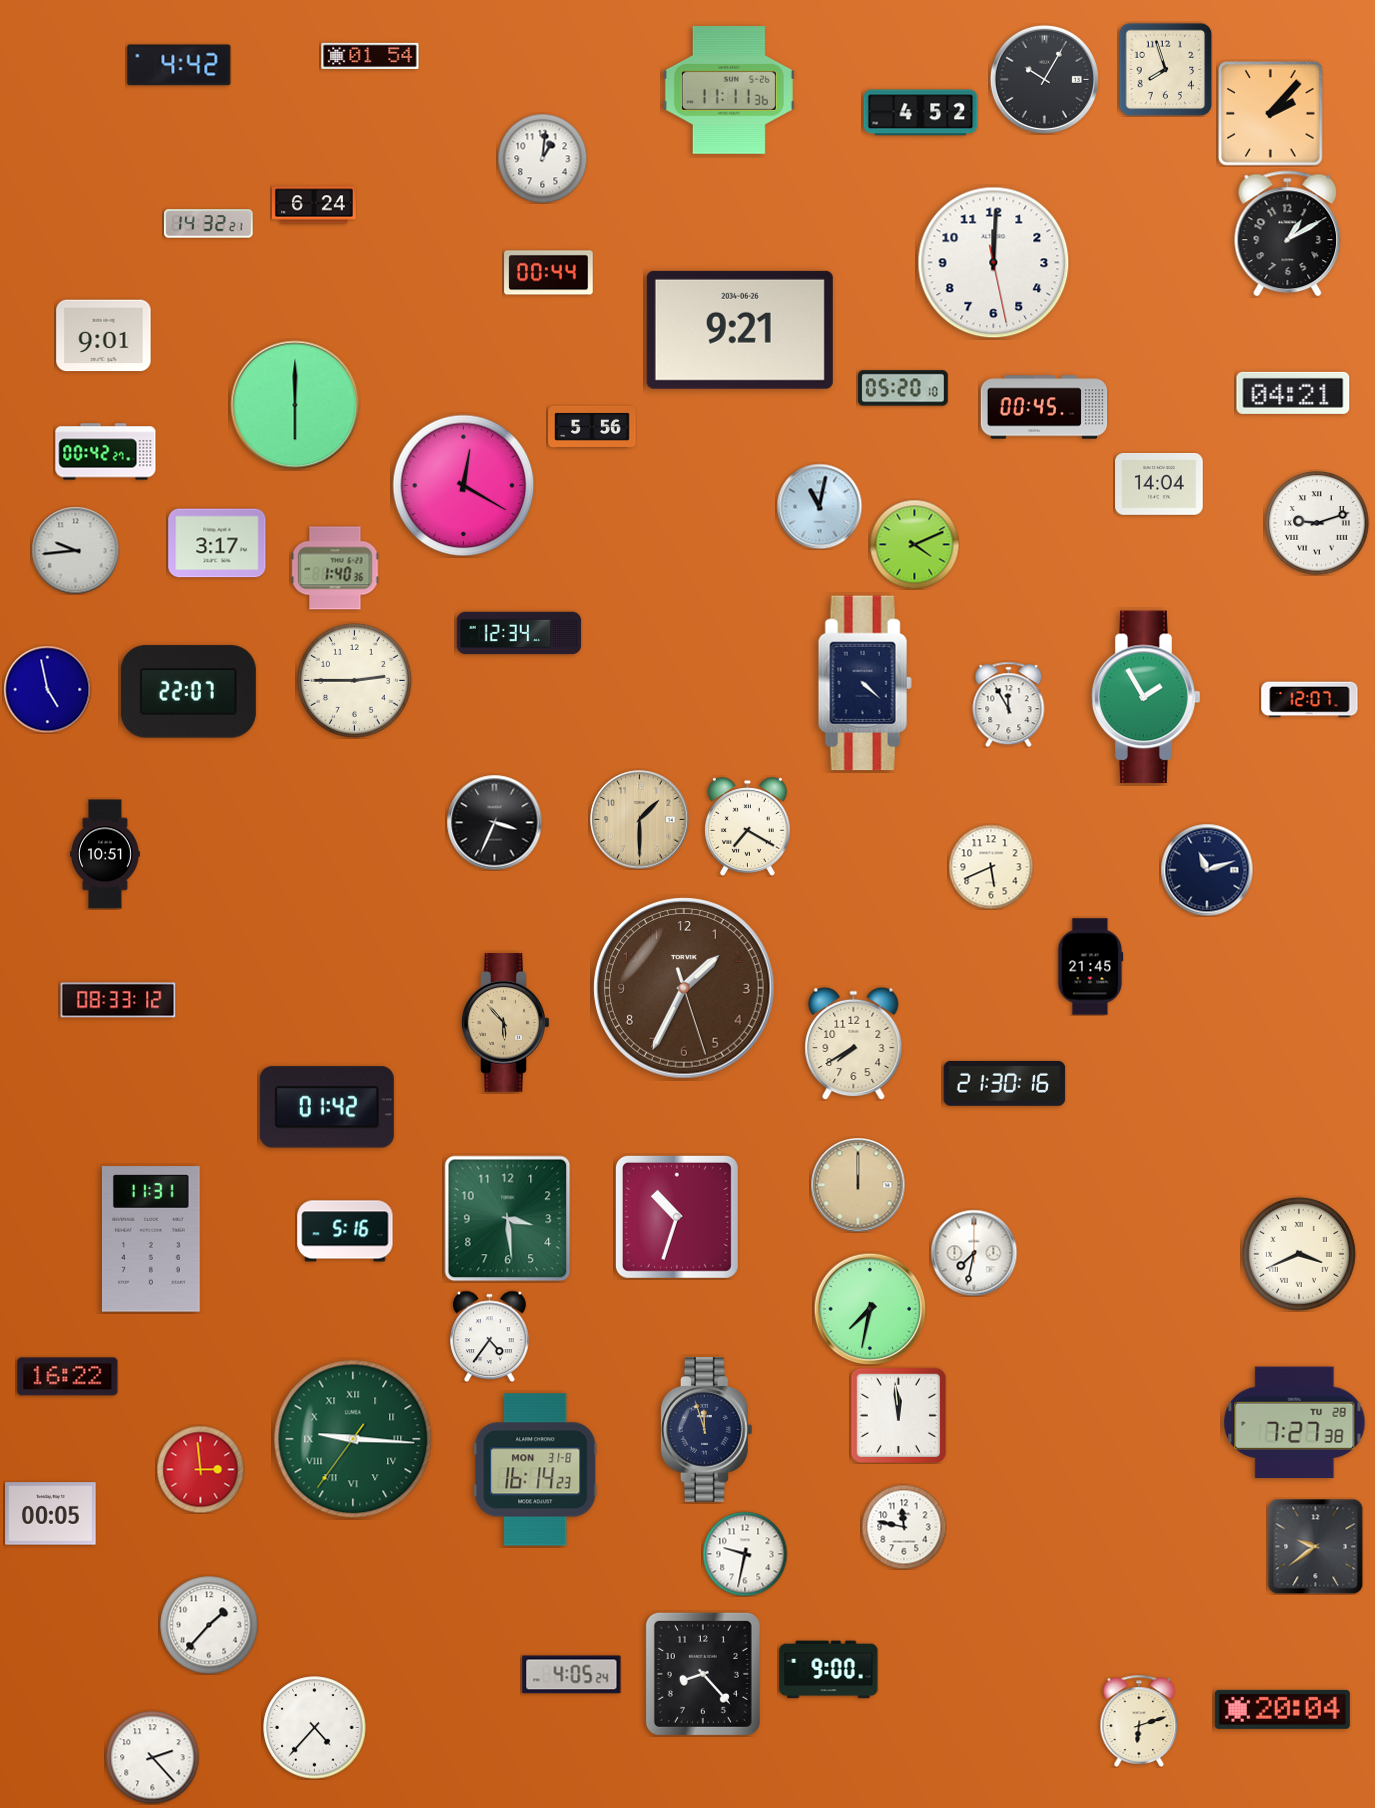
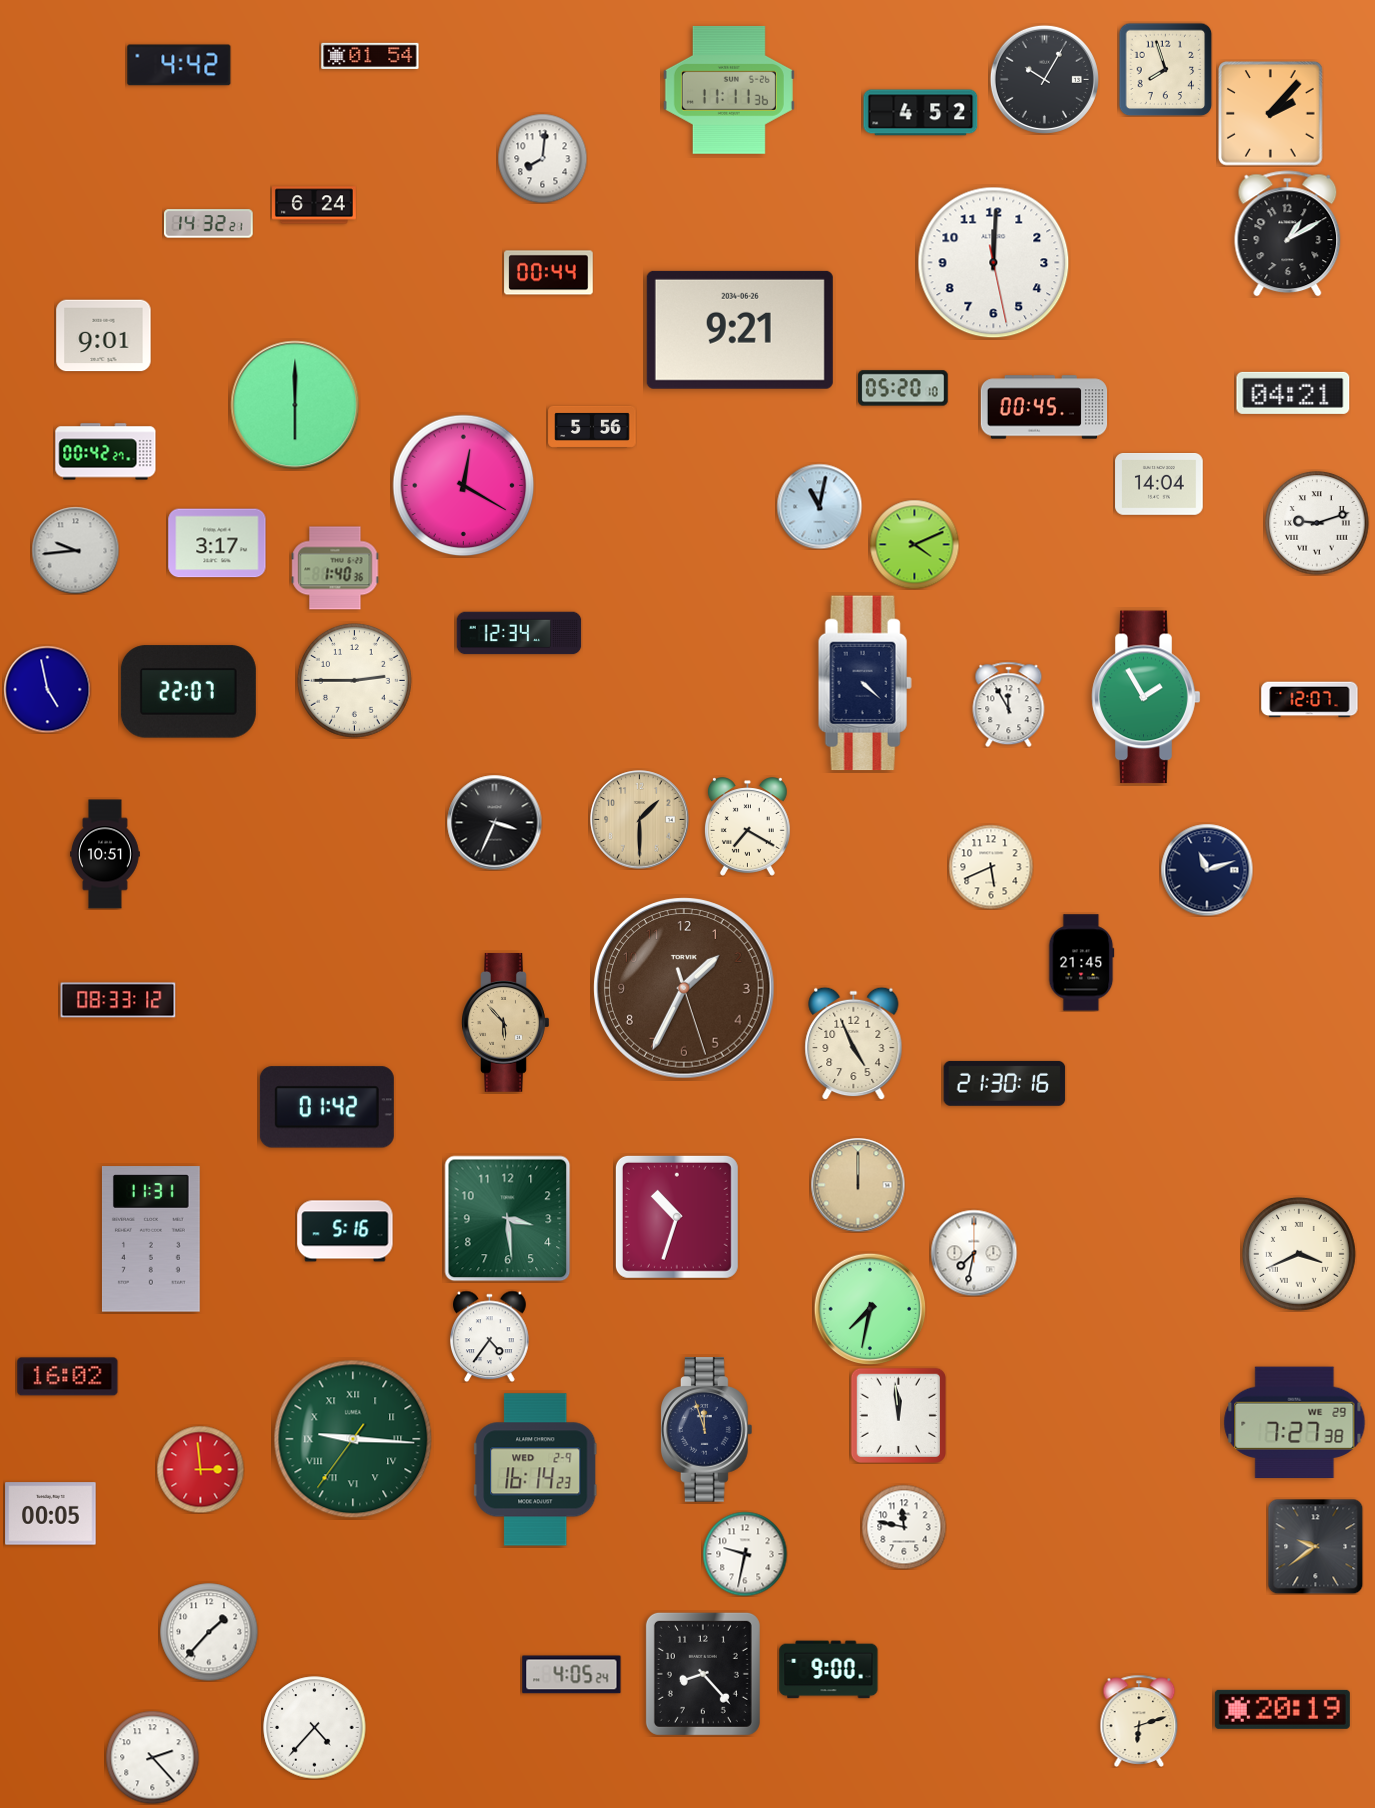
clock at (542, 158): 1:01 -> 8:01
clock at (1090, 967) position: (1090, 967) -> (1081, 963)
clock at (854, 1043): 7:40 -> 4:56
clock at (68, 1377): 16:22 -> 16:02
clock at (1295, 1423) date: TU 28 -> WE 29
clock at (536, 1470) date: MON 31-8 -> WED 2-9
clock at (209, 1625) position: (209, 1625) -> (209, 1632)
clock at (1282, 1709): 20:04 -> 20:19
